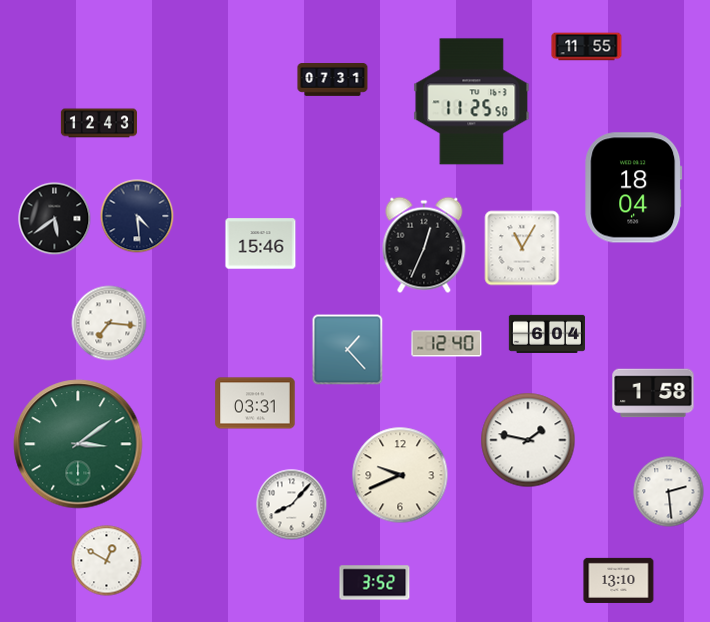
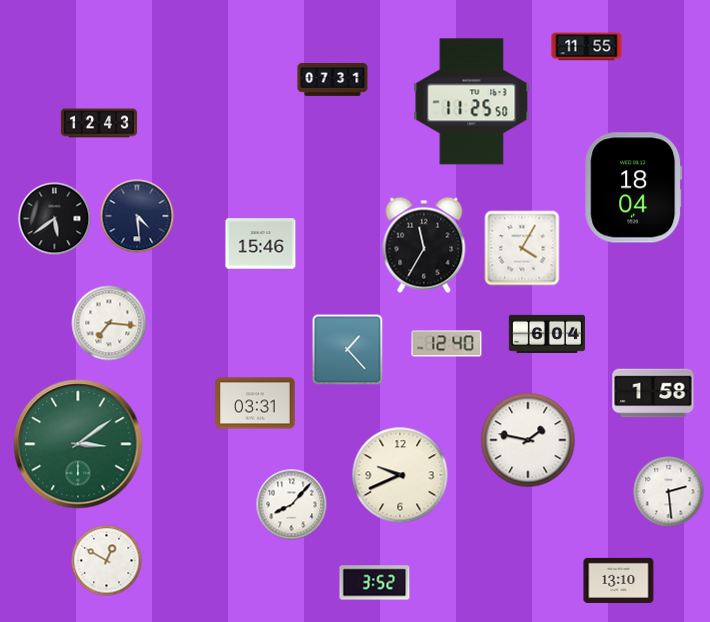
clock at (424, 245): 12:34 -> 11:35
clock at (522, 248): 11:05 -> 4:05
